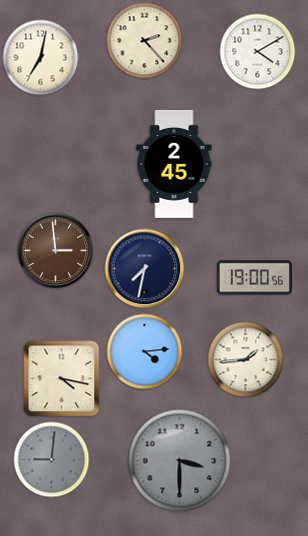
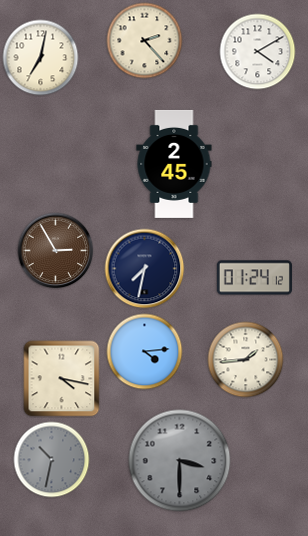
clock at (56, 251): 2:59 -> 2:55
clock at (254, 278): 19:00 -> 01:24
clock at (52, 460): 9:01 -> 10:32
